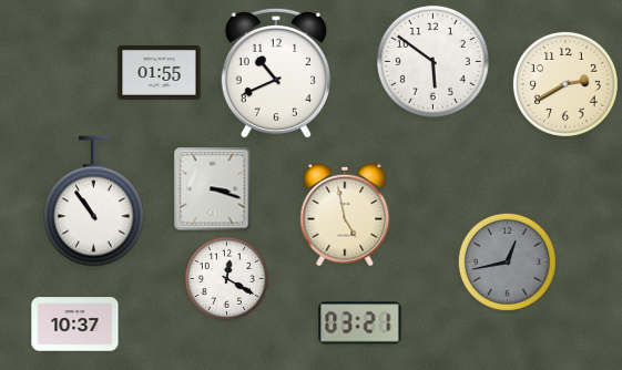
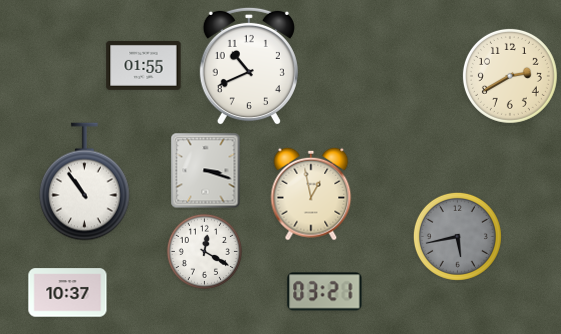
clock at (432, 61): 5:51 -> none
clock at (213, 189) position: (213, 189) -> (206, 171)
clock at (345, 215): 4:58 -> 12:58
clock at (507, 261): 12:43 -> 5:43
